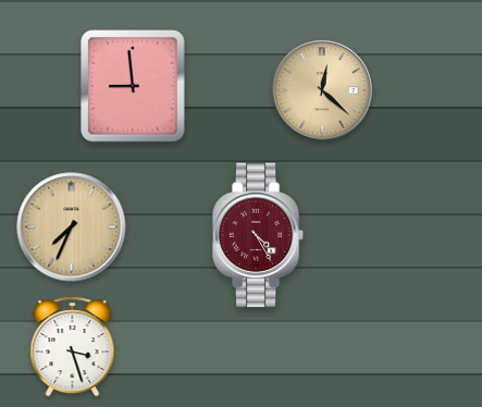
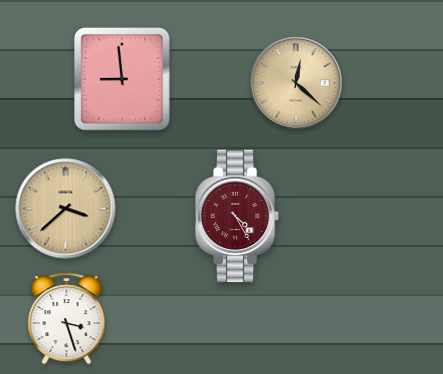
clock at (72, 227): 7:34 -> 3:38
